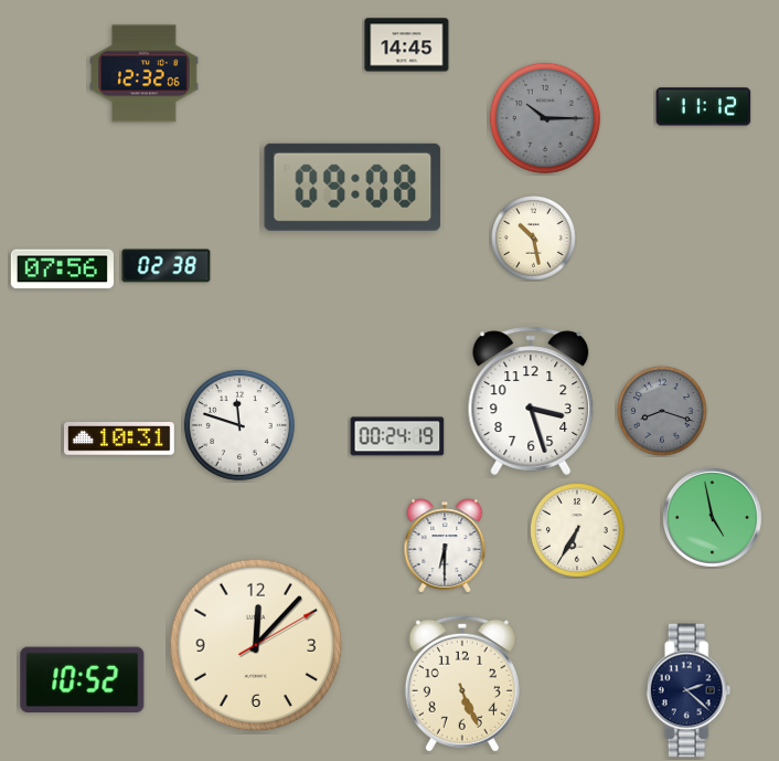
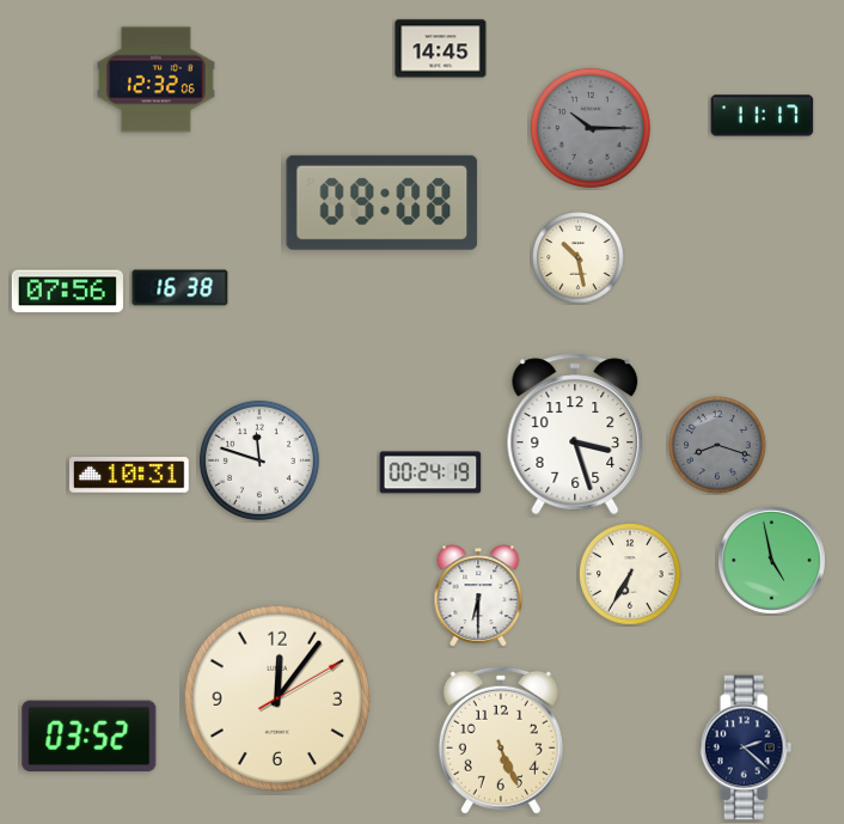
clock at (704, 107): 11:12 -> 11:17
clock at (167, 266): 02:38 -> 16:38
clock at (578, 531) position: (578, 531) -> (631, 575)
clock at (445, 546) position: (445, 546) -> (478, 596)
clock at (256, 645): 12:07 -> 12:06
clock at (83, 680): 10:52 -> 03:52
